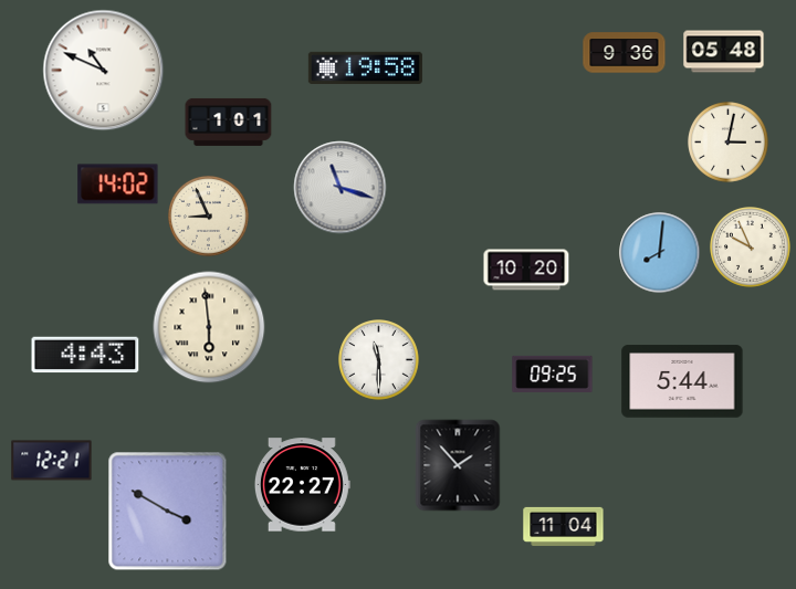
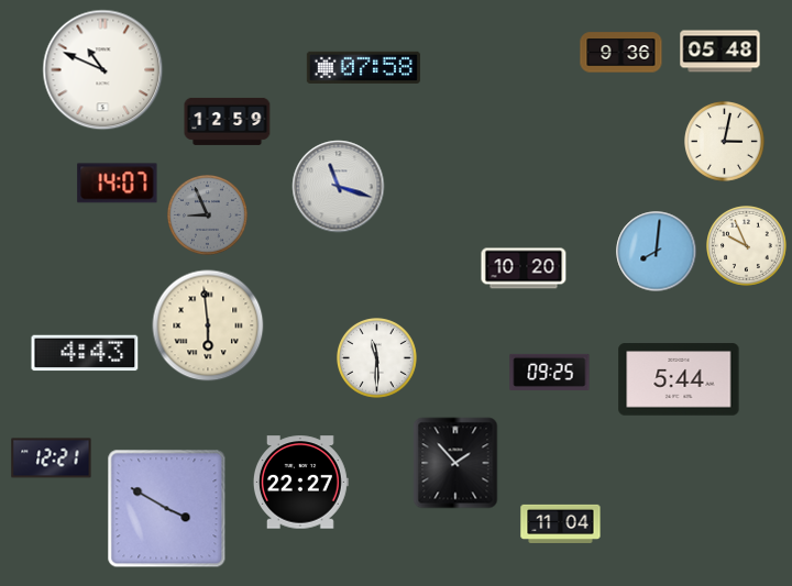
clock at (365, 67): 19:58 -> 07:58
clock at (229, 122): 1:01 -> 12:59
clock at (118, 185): 14:02 -> 14:07
clock at (209, 217) dial: cream -> grey
